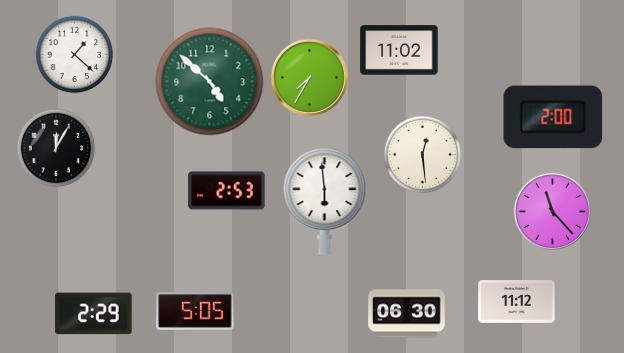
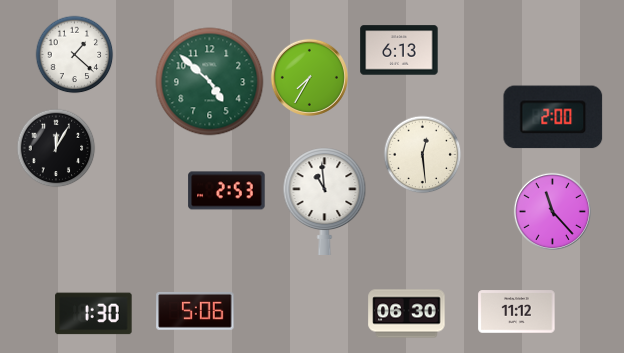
clock at (399, 50): 11:02 -> 6:13
clock at (325, 201): 5:59 -> 10:59
clock at (517, 302) position: (517, 302) -> (517, 312)
clock at (195, 311): 5:05 -> 5:06
clock at (94, 314): 2:29 -> 1:30
